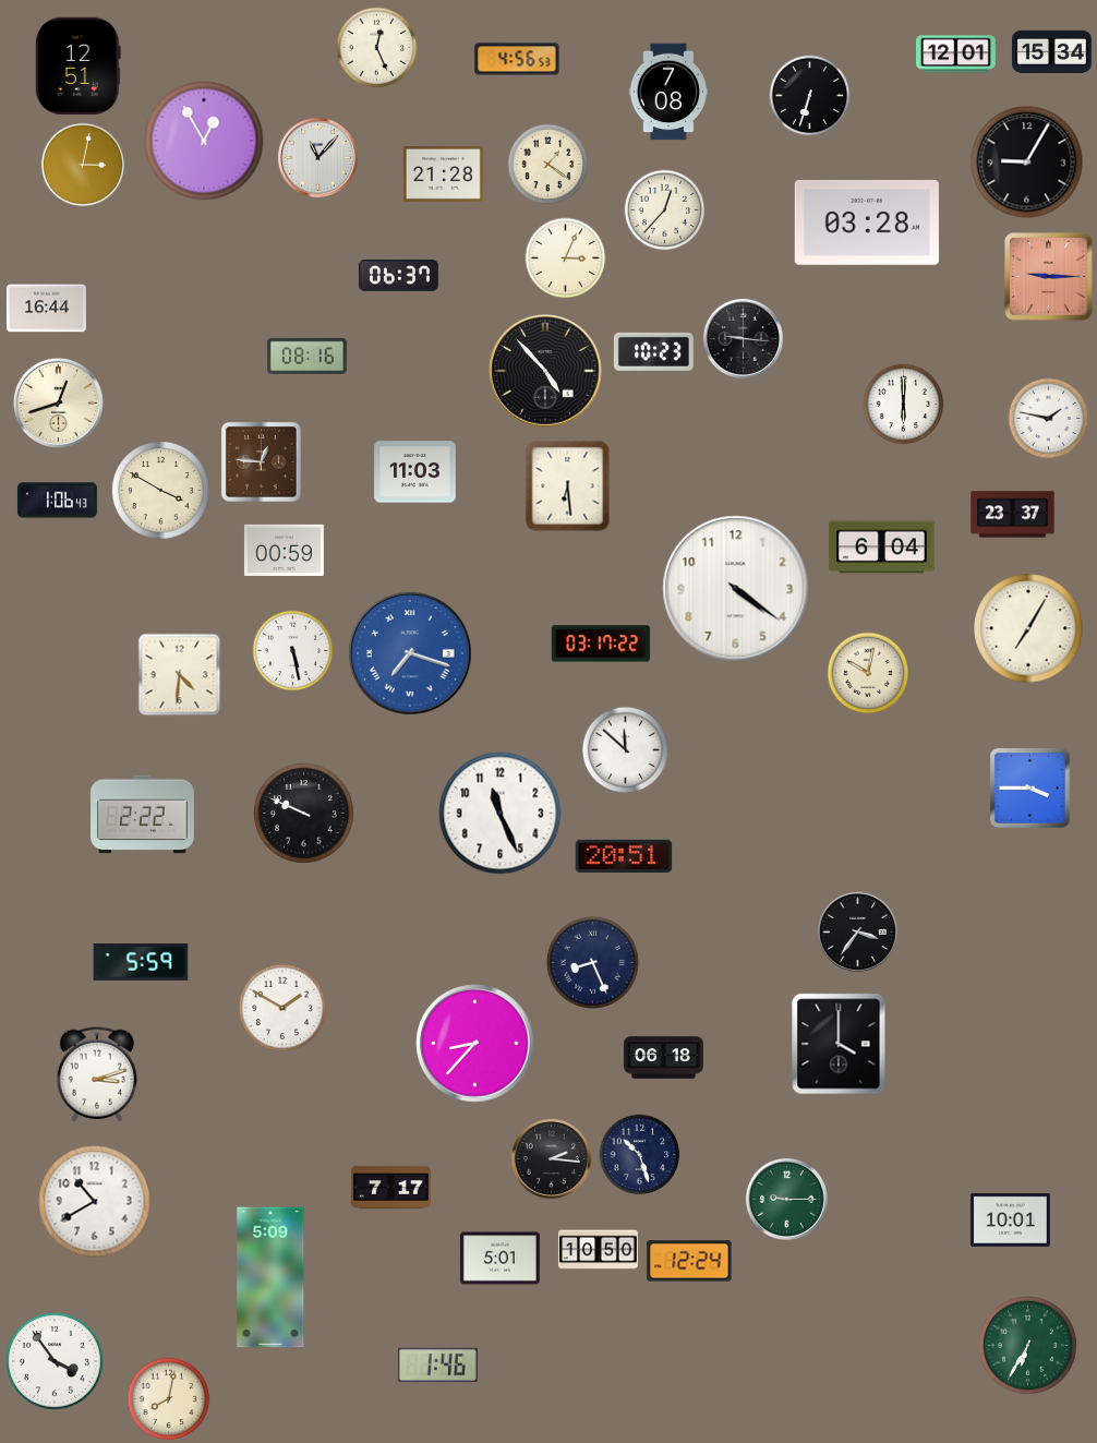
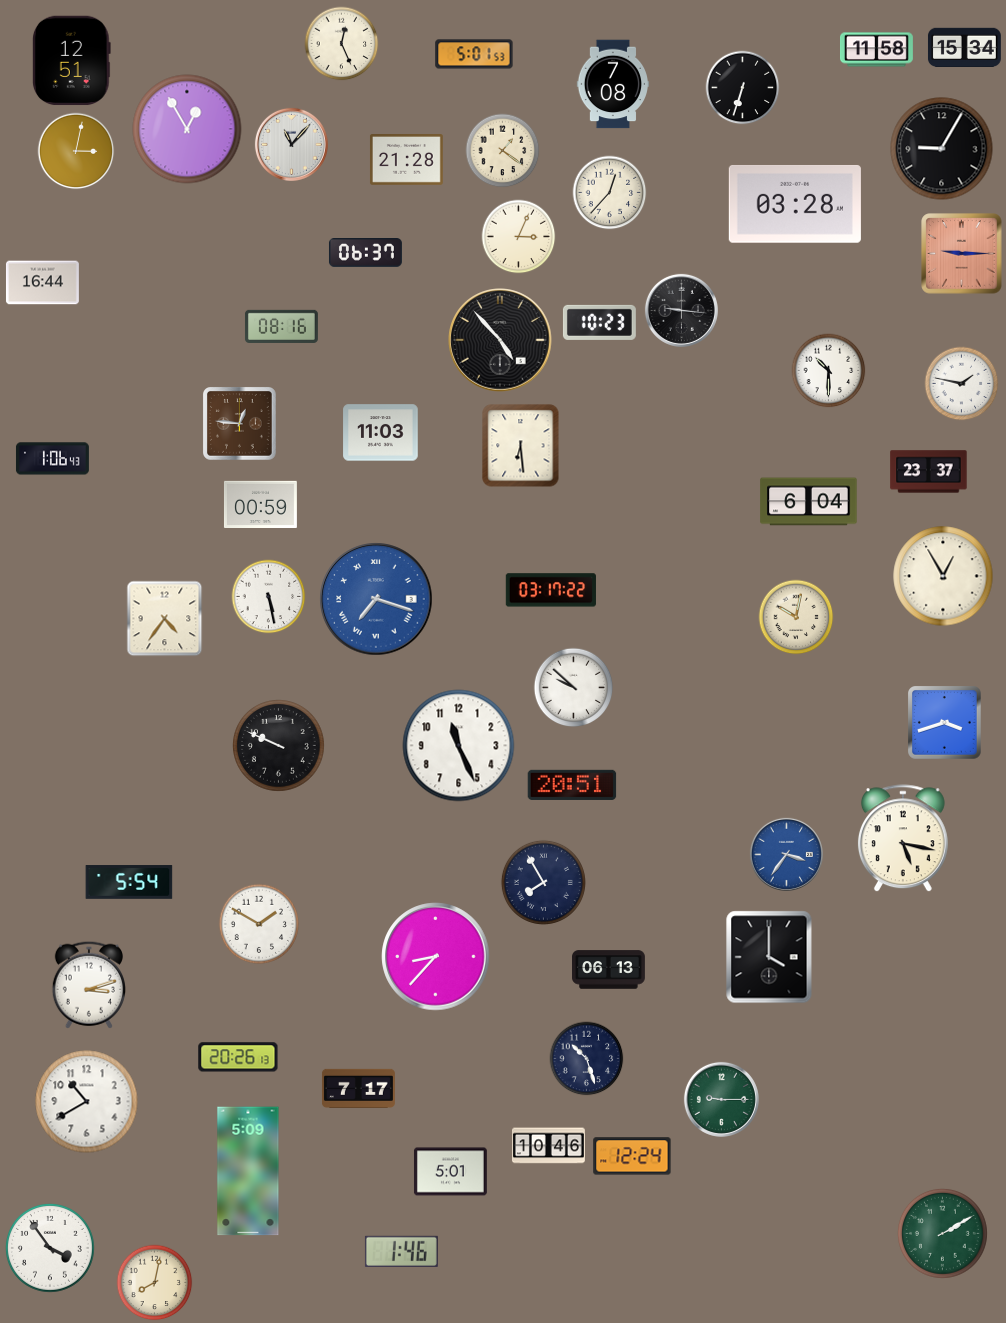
clock at (377, 48) position: (377, 48) -> (342, 44)
clock at (956, 55): 12:01 -> 11:58
clock at (517, 59): 4:56 -> 5:01
clock at (58, 402): 12:42 -> none
clock at (904, 405): 6:00 -> 10:30
clock at (160, 490): 3:50 -> none
clock at (736, 589): 4:21 -> none
clock at (1028, 628): 7:05 -> 12:55
clock at (180, 675): 4:31 -> 4:36
clock at (626, 750): 11:52 -> 9:52
clock at (1030, 789): 3:45 -> 3:42
clock at (143, 815): 2:22 -> none
clock at (903, 839): none -> 5:17
clock at (857, 931) dial: black -> blue
clock at (141, 962): 5:59 -> 5:54
clock at (592, 962): 8:26 -> 7:55
clock at (664, 1058): 06:18 -> 06:13
clock at (238, 1057): none -> 20:26
clock at (551, 1158): 2:16 -> none
clock at (1010, 1219): 10:01 -> none
clock at (598, 1250): 10:50 -> 10:46
clock at (499, 1259) position: (499, 1259) -> (450, 1172)
clock at (1027, 1345): 6:35 -> 2:10
